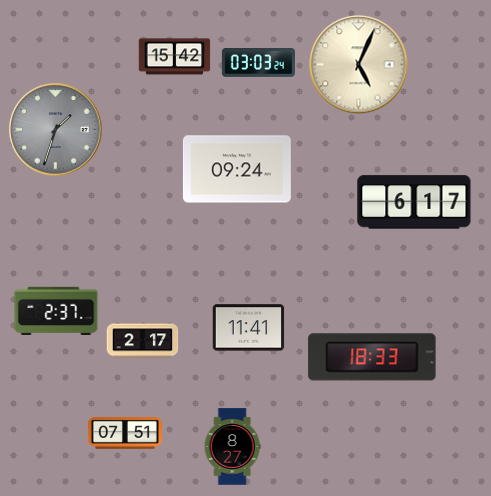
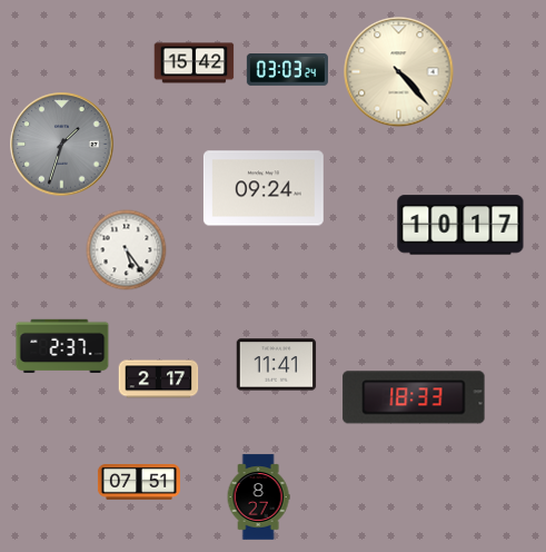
clock at (359, 65): 5:04 -> 4:23
clock at (414, 202): 6:17 -> 10:17
clock at (127, 250): none -> 5:24
